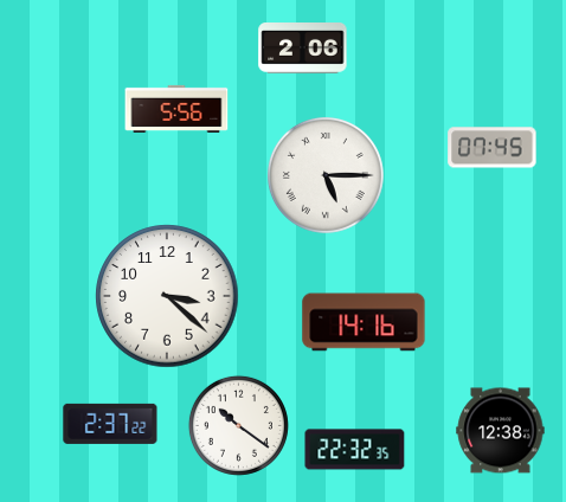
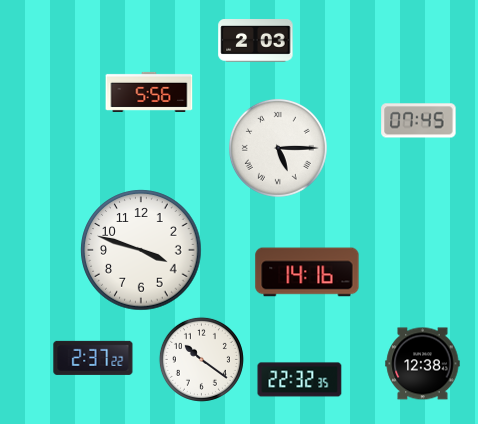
clock at (303, 49): 2:06 -> 2:03
clock at (493, 148) position: (493, 148) -> (419, 121)
clock at (326, 175) position: (326, 175) -> (278, 148)
clock at (167, 296): 3:22 -> 3:48
